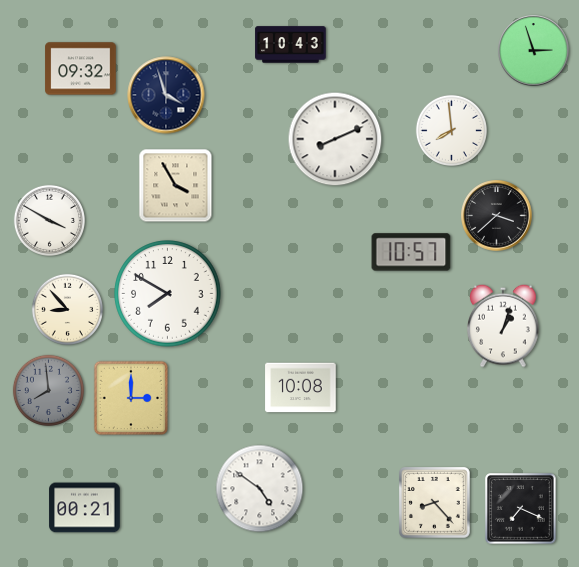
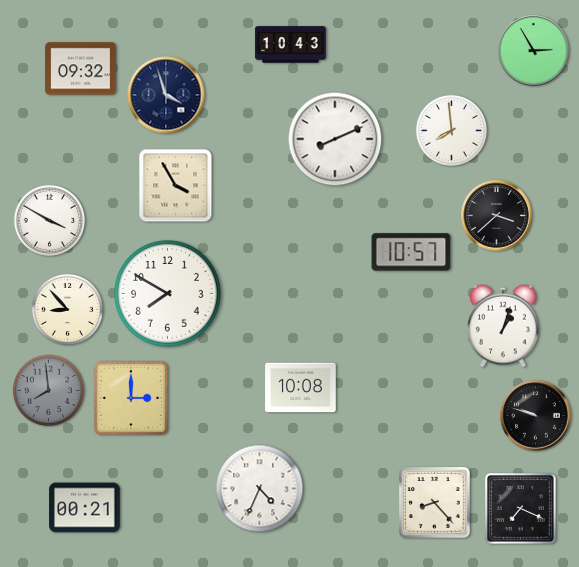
clock at (534, 51): 2:57 -> 2:55
clock at (536, 416): none -> 9:48
clock at (260, 489): 4:51 -> 4:34
